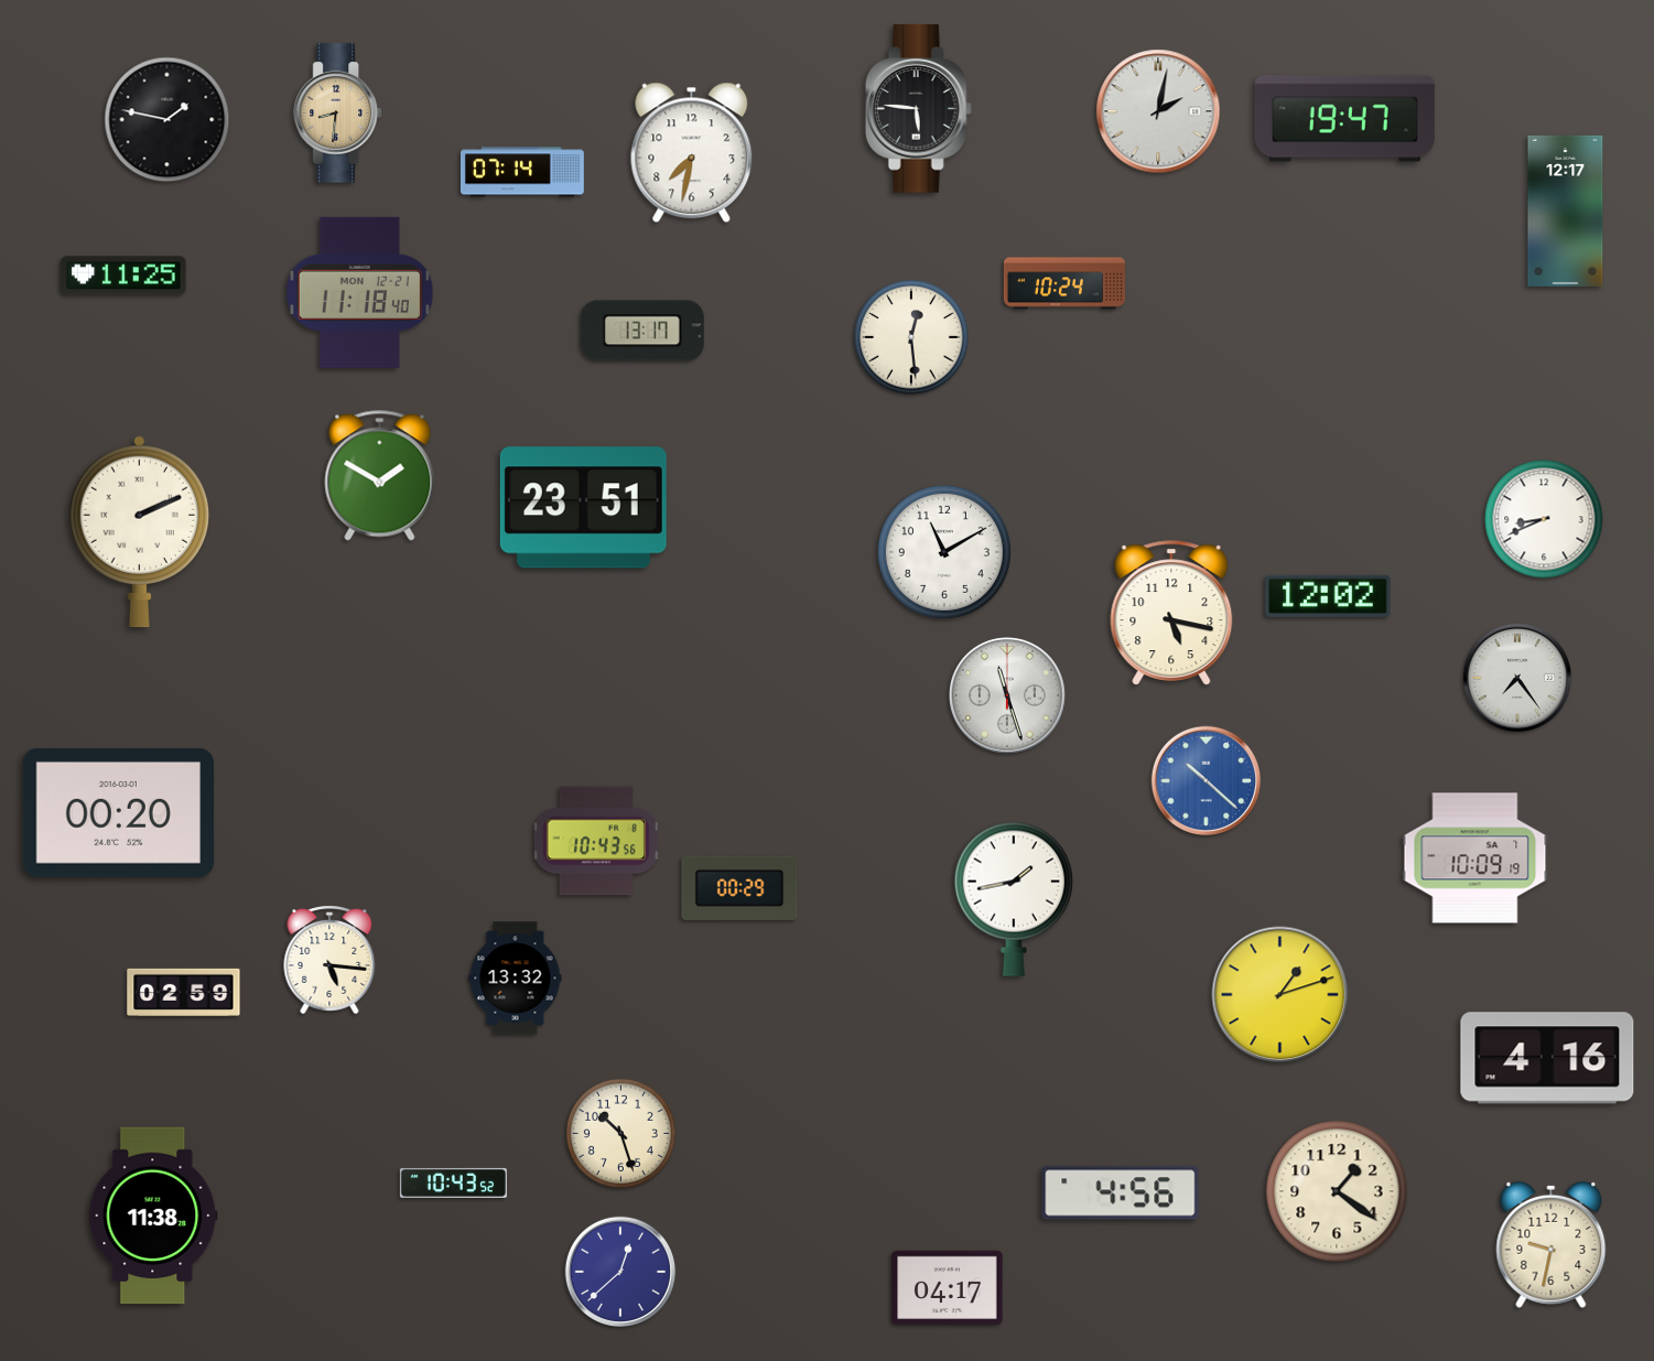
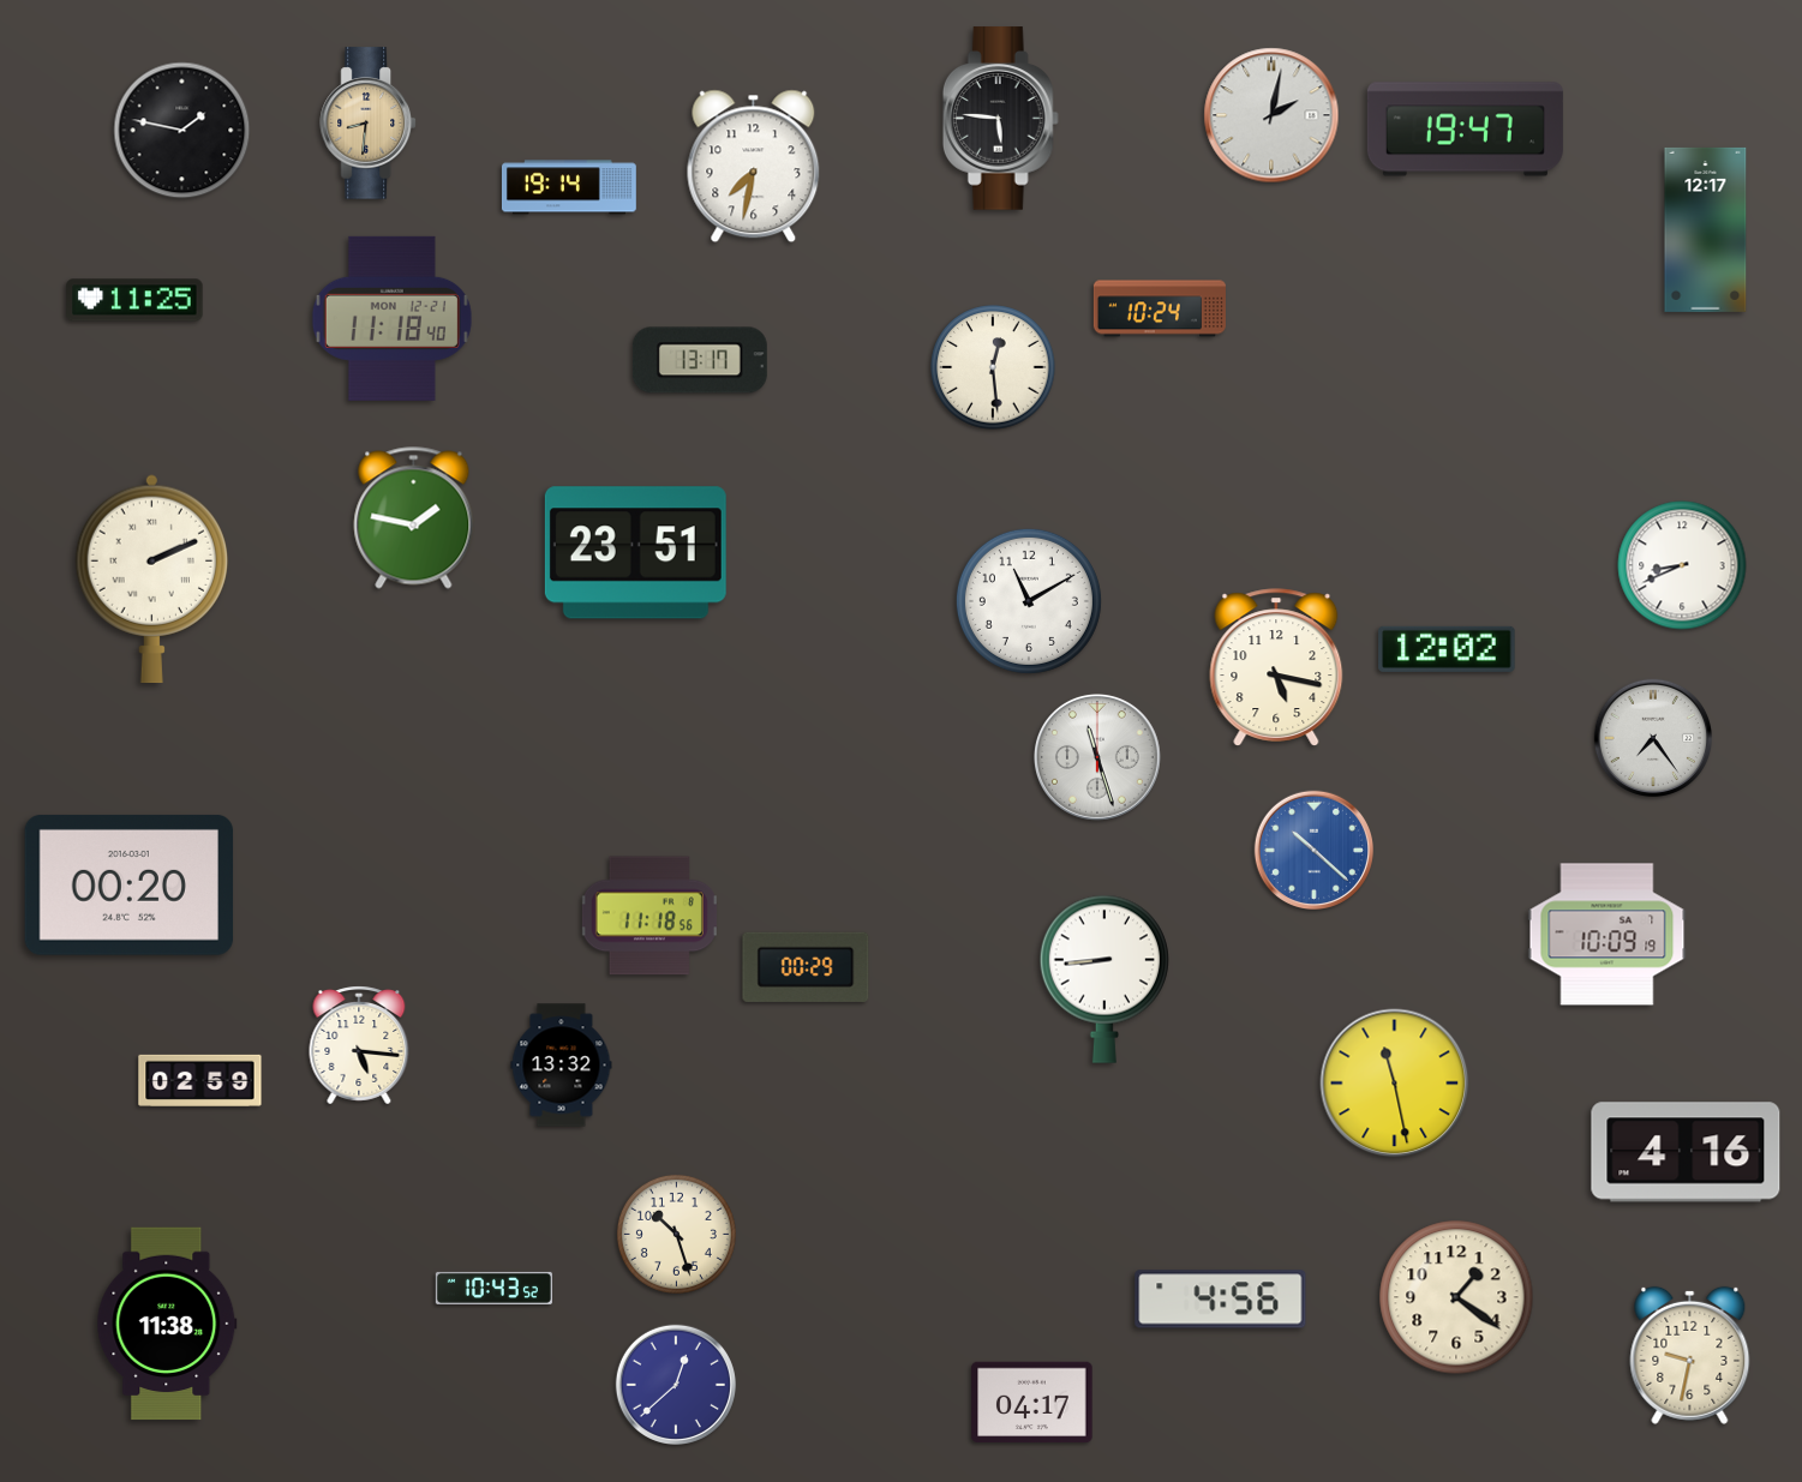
clock at (1158, 111) position: (1158, 111) -> (1271, 115)
clock at (522, 172): 07:14 -> 19:14
clock at (380, 476): 1:50 -> 1:47
clock at (596, 841): 10:43 -> 11:18
clock at (1014, 899): 1:43 -> 8:44
clock at (1280, 995): 1:12 -> 11:28
